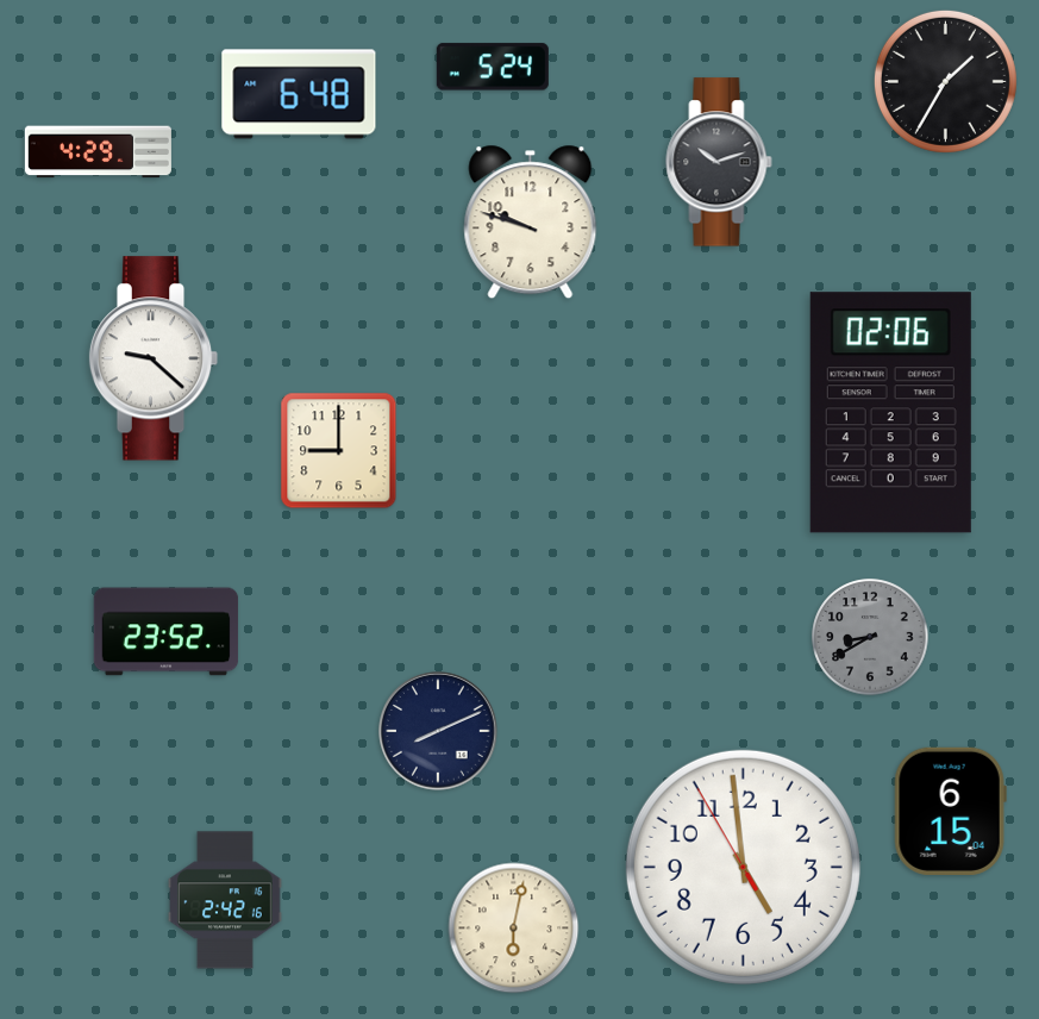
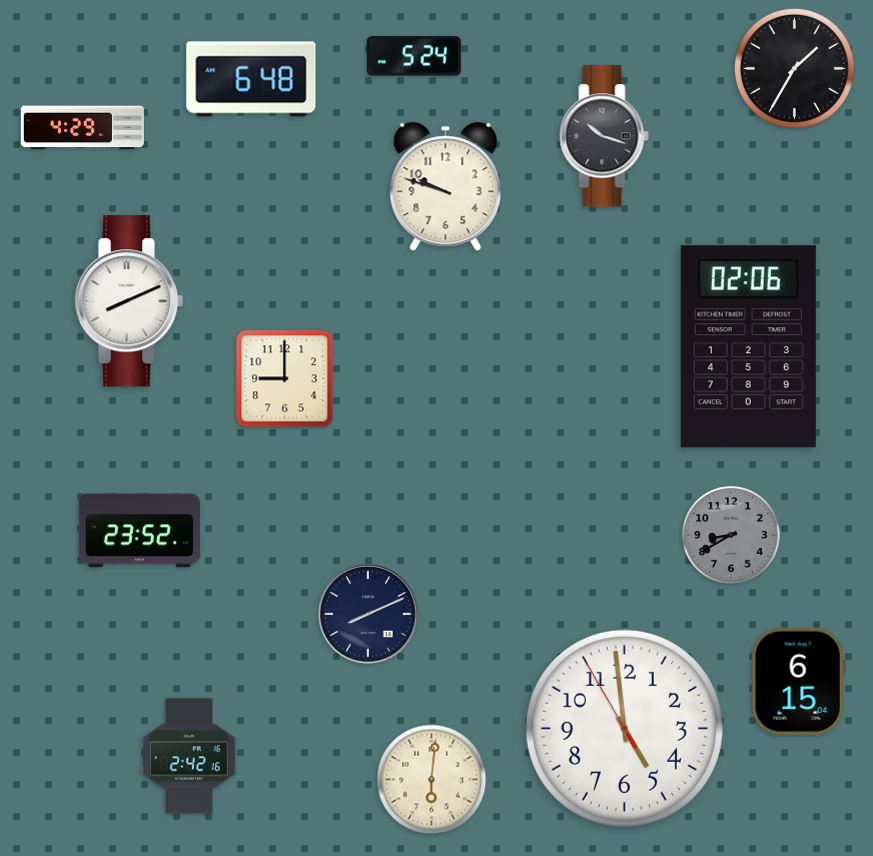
clock at (719, 162): 10:12 -> 10:18
clock at (154, 358): 9:22 -> 8:11
clock at (514, 929): 6:02 -> 6:01
